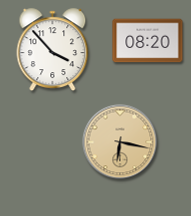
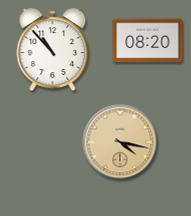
clock at (53, 50): 3:53 -> 10:53
clock at (120, 142): 6:17 -> 4:17
